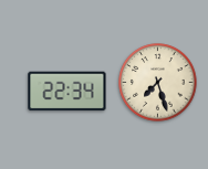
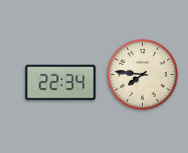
clock at (158, 83): 7:27 -> 7:46
